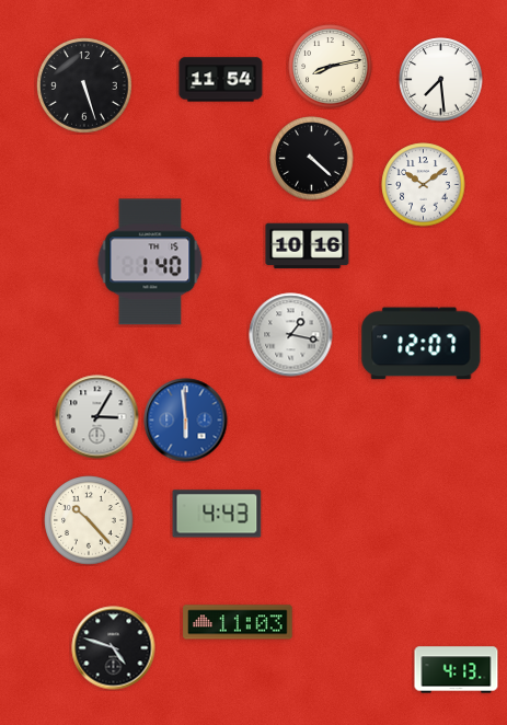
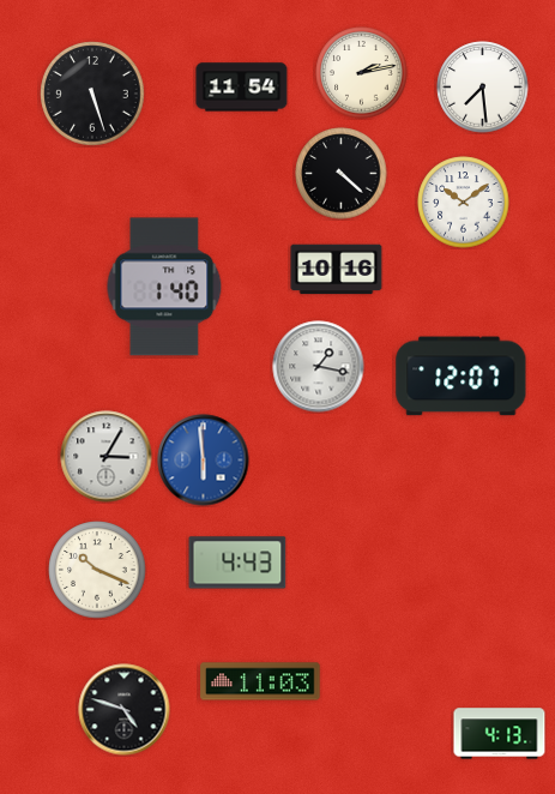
clock at (331, 67): 8:13 -> 2:13
clock at (89, 520): 10:23 -> 10:19
